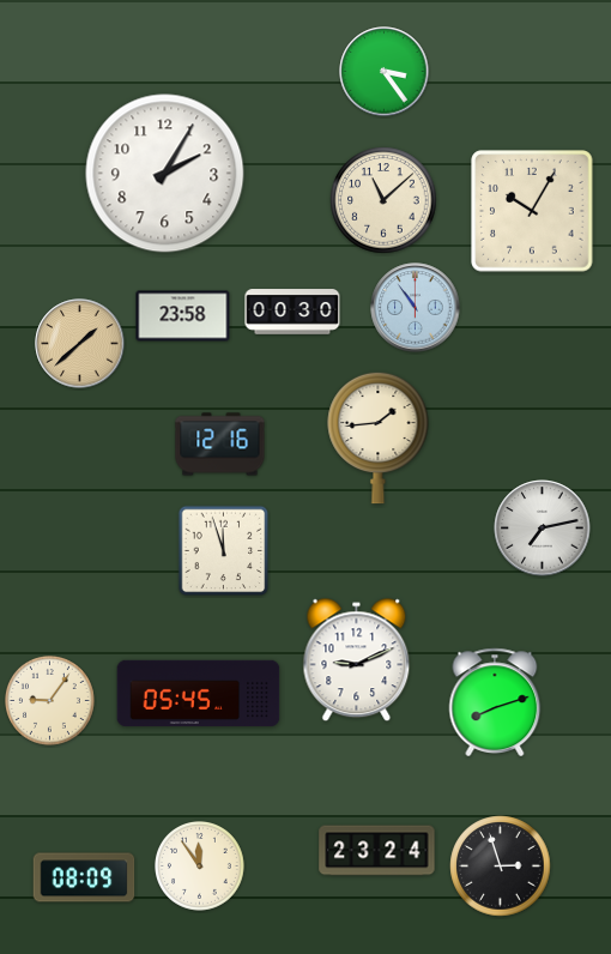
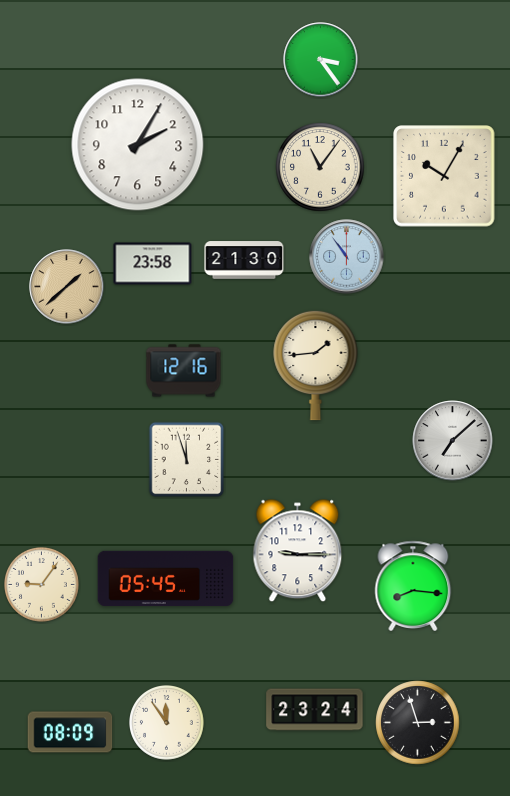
clock at (383, 200): 11:08 -> 11:06
clock at (292, 312): 00:30 -> 21:30
clock at (543, 529): 7:13 -> 7:08
clock at (357, 660): 9:11 -> 9:15
clock at (495, 701): 8:12 -> 8:16
